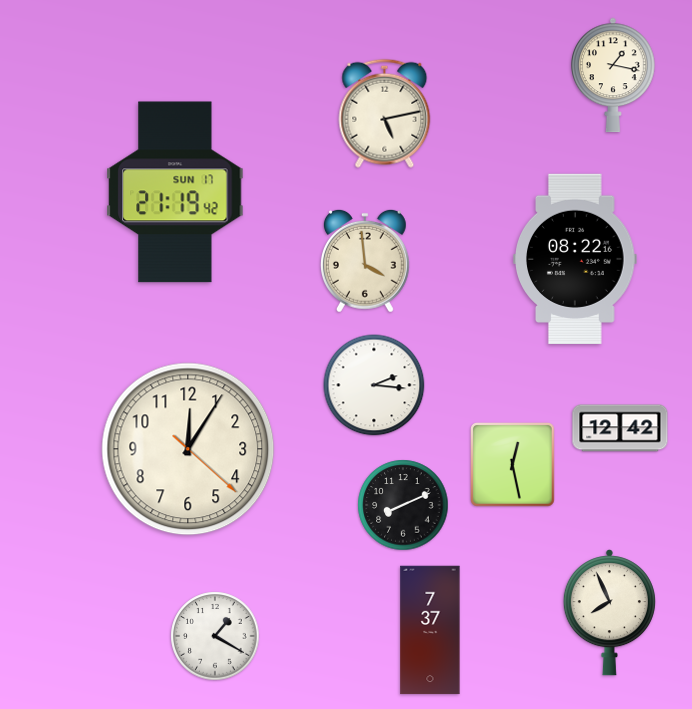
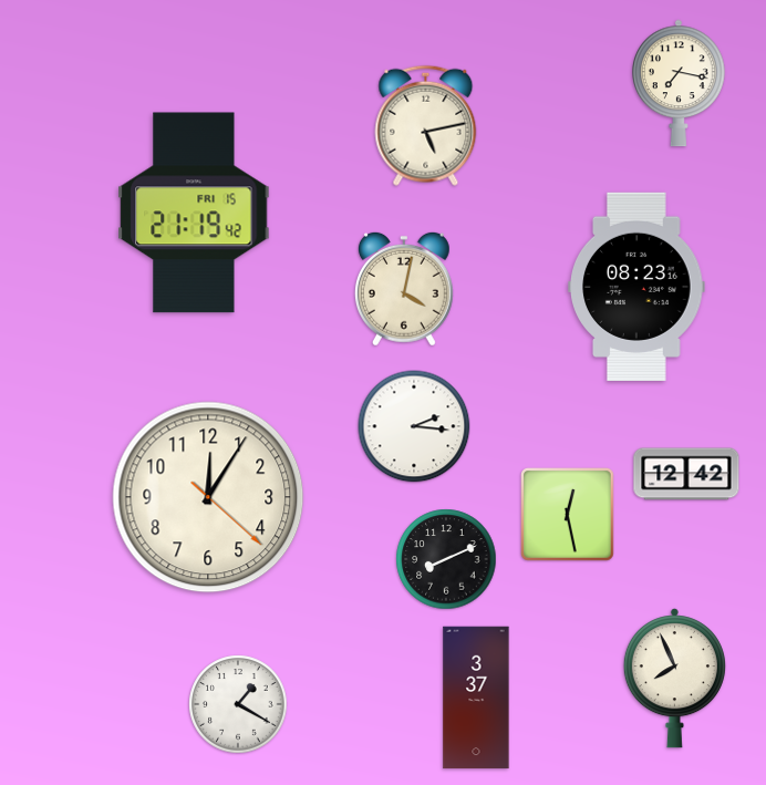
clock at (614, 75): 1:17 -> 7:17
clock at (175, 192) date: SUN 17 -> FRI 15
clock at (575, 259): 08:22 -> 08:23
clock at (365, 261): 3:59 -> 4:02
clock at (430, 630): 7:37 -> 3:37
